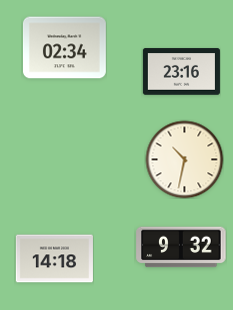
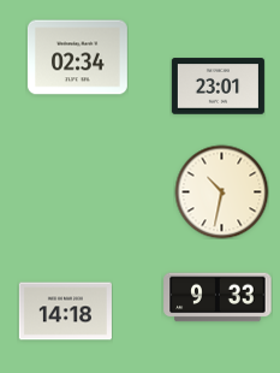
clock at (181, 72): 23:16 -> 23:01
clock at (181, 247): 9:32 -> 9:33
